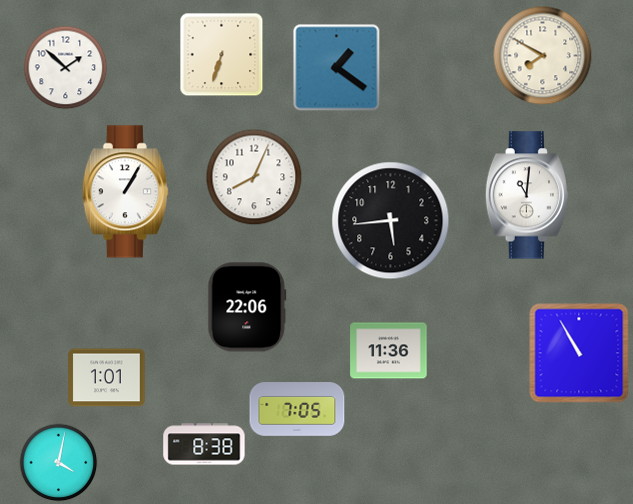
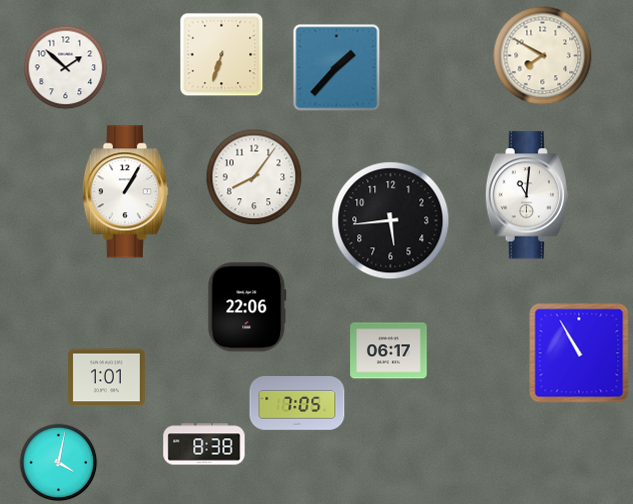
clock at (336, 67): 1:21 -> 1:37
clock at (254, 177): 8:04 -> 8:06
clock at (389, 351): 11:36 -> 06:17
clock at (297, 409) position: (297, 409) -> (297, 403)
